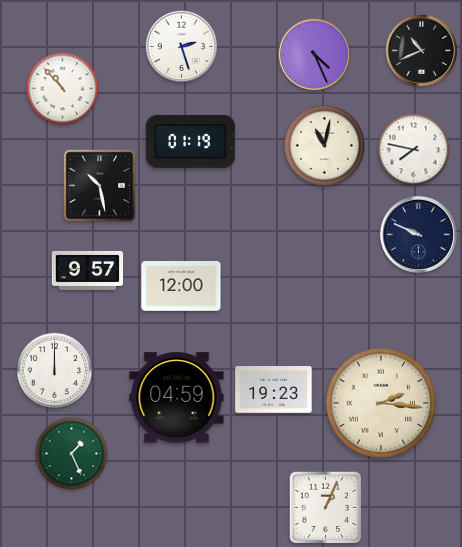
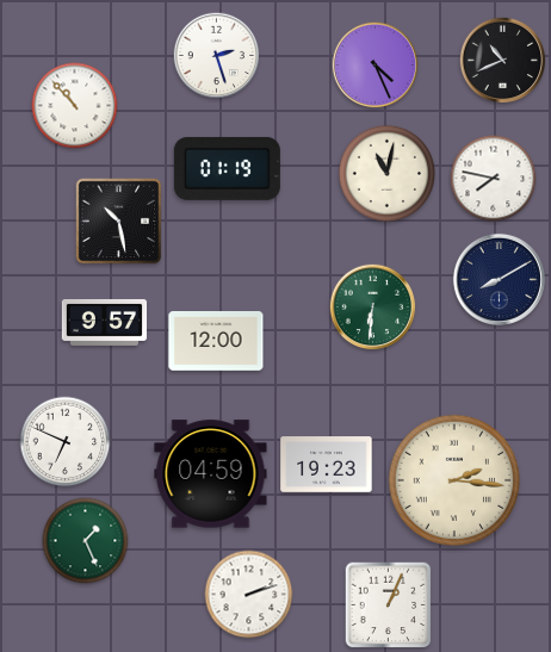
clock at (418, 234): 9:49 -> 8:10
clock at (373, 308): none -> 6:31
clock at (55, 371): 12:00 -> 6:49
clock at (249, 595): none -> 2:12
